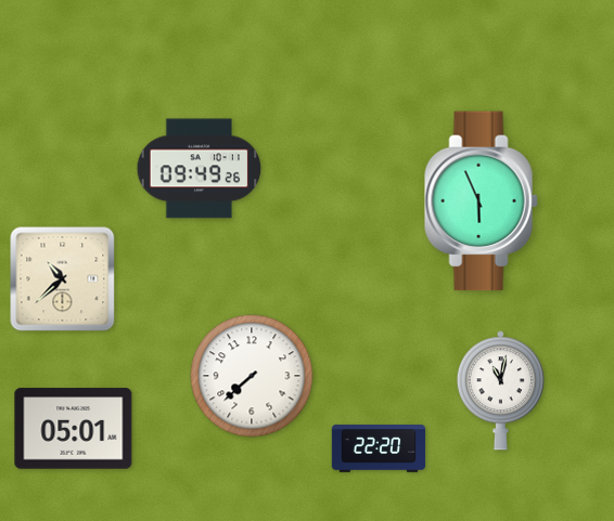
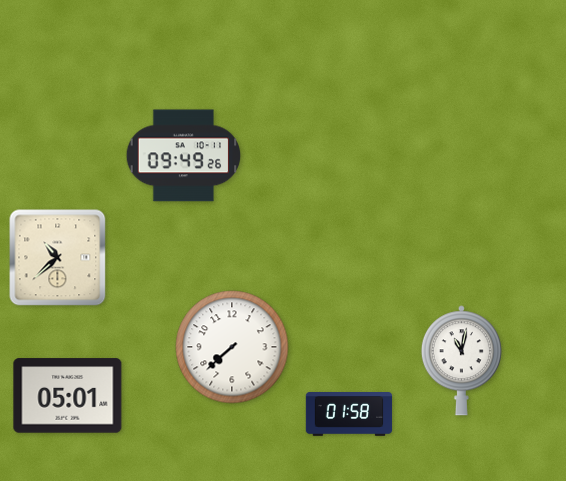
clock at (481, 201): 5:56 -> none
clock at (379, 450): 22:20 -> 01:58
